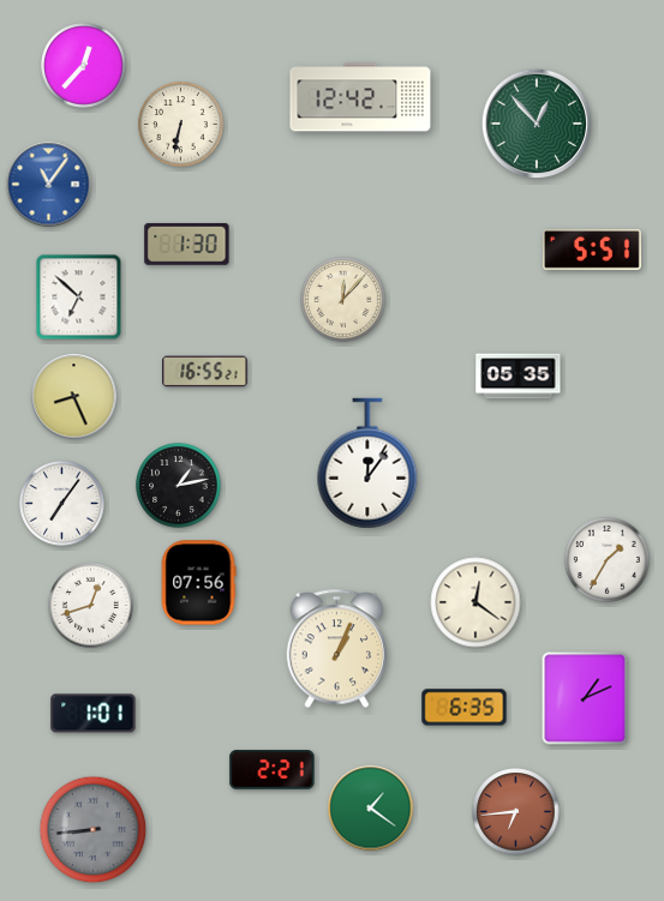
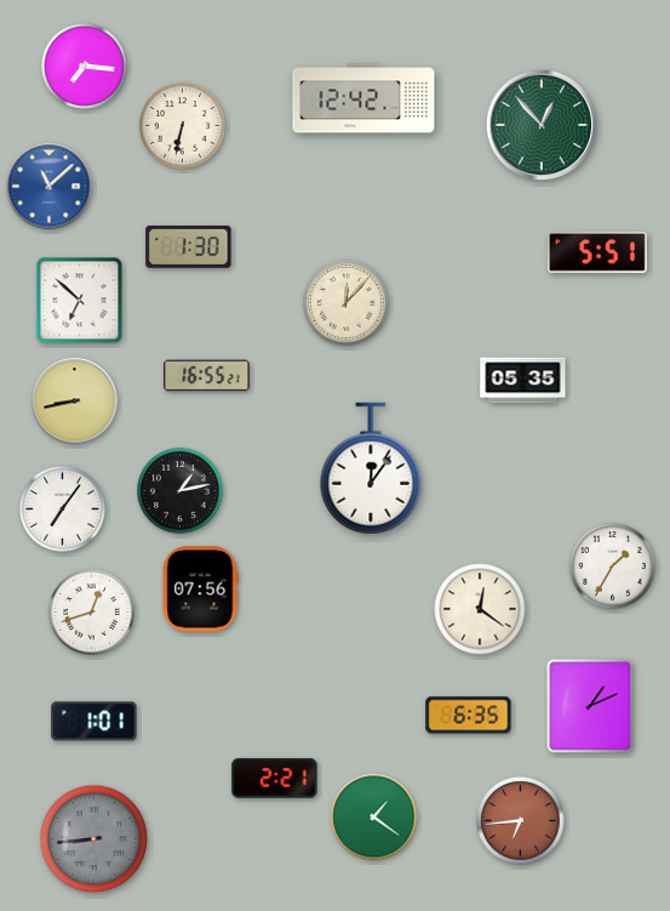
clock at (84, 66): 12:37 -> 7:16
clock at (49, 185): 11:06 -> 11:08
clock at (74, 397): 8:26 -> 8:43
clock at (337, 649): 1:04 -> none
